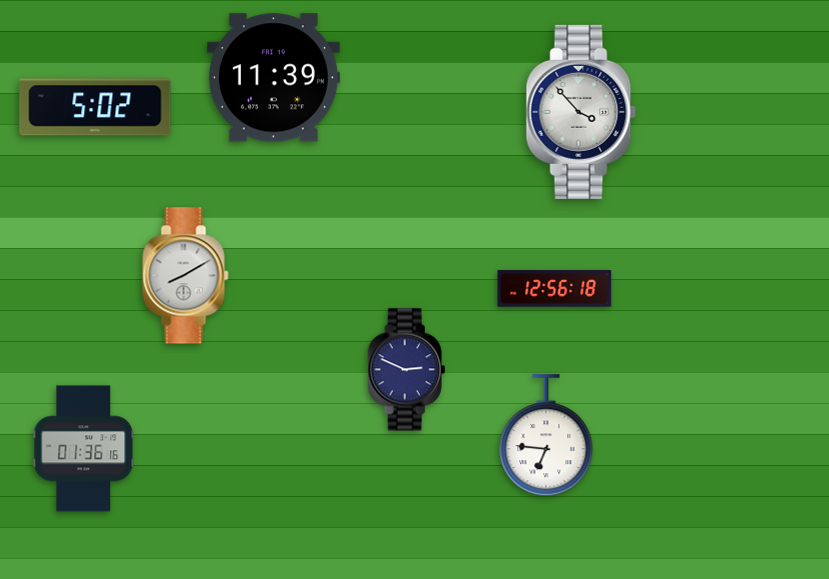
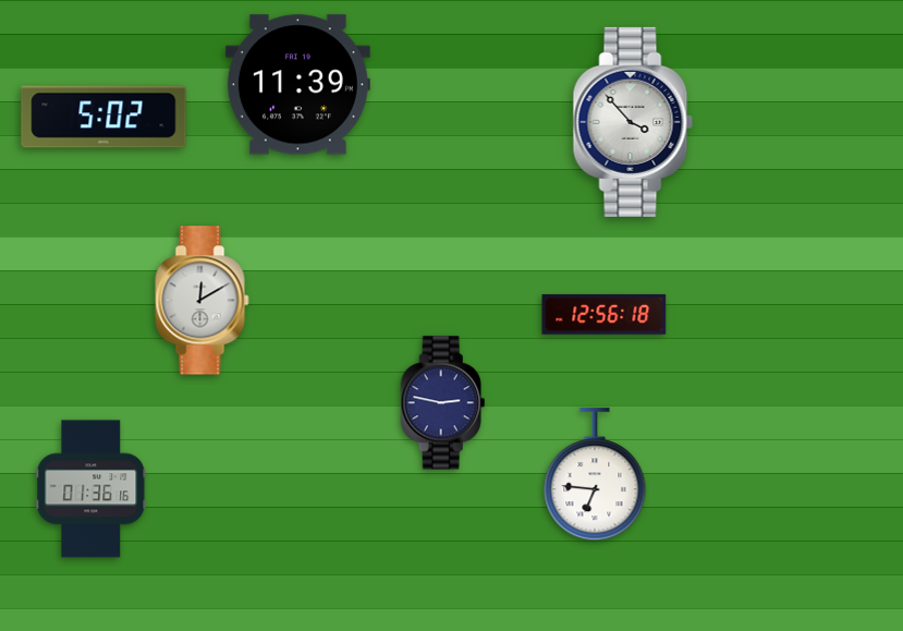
clock at (186, 276): 8:10 -> 12:10
clock at (407, 370): 2:49 -> 2:47
